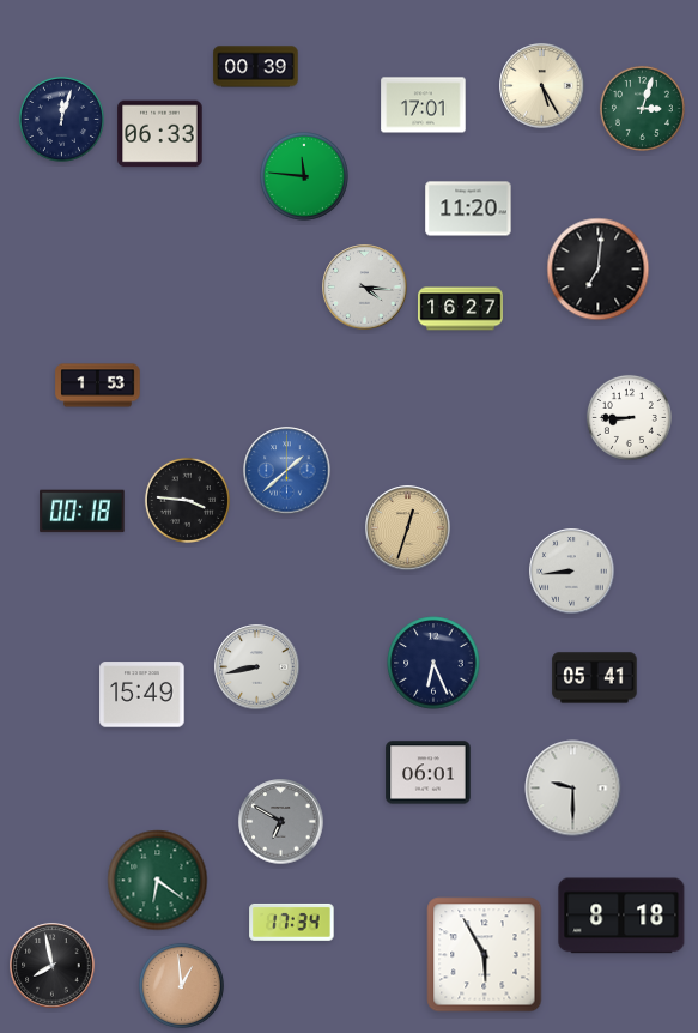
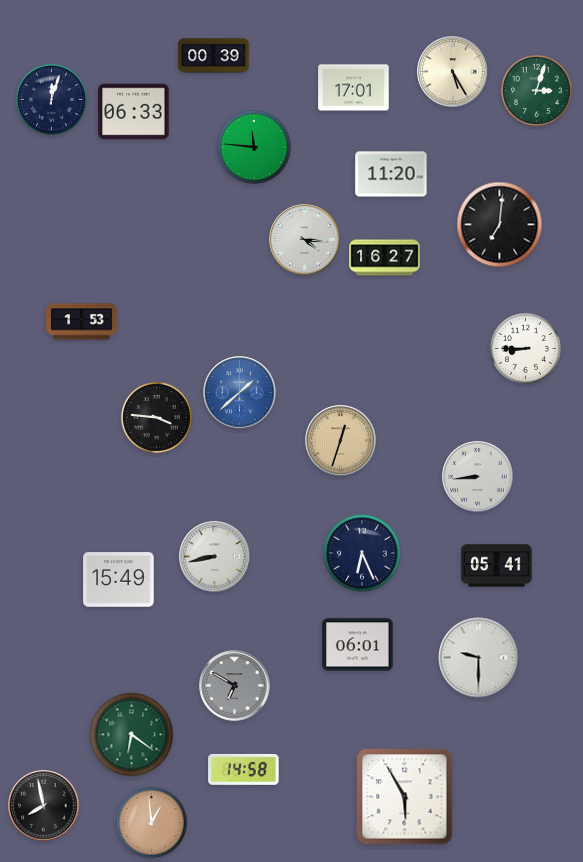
clock at (83, 512): 00:18 -> none
clock at (621, 916): 8:18 -> none
clock at (292, 922): 17:34 -> 14:58
